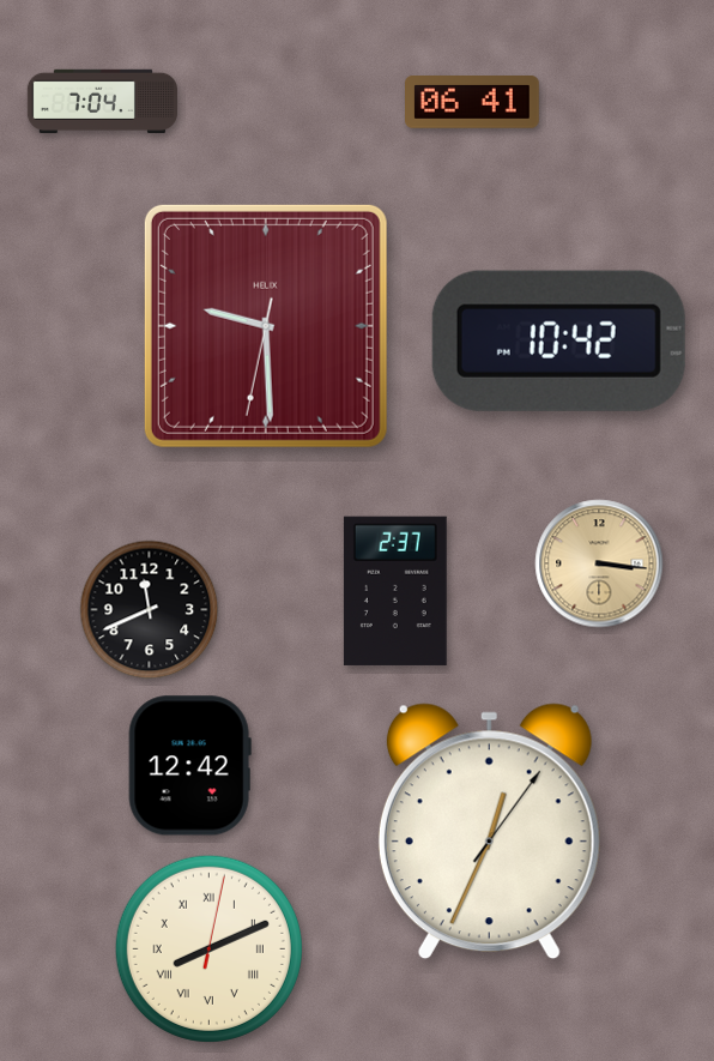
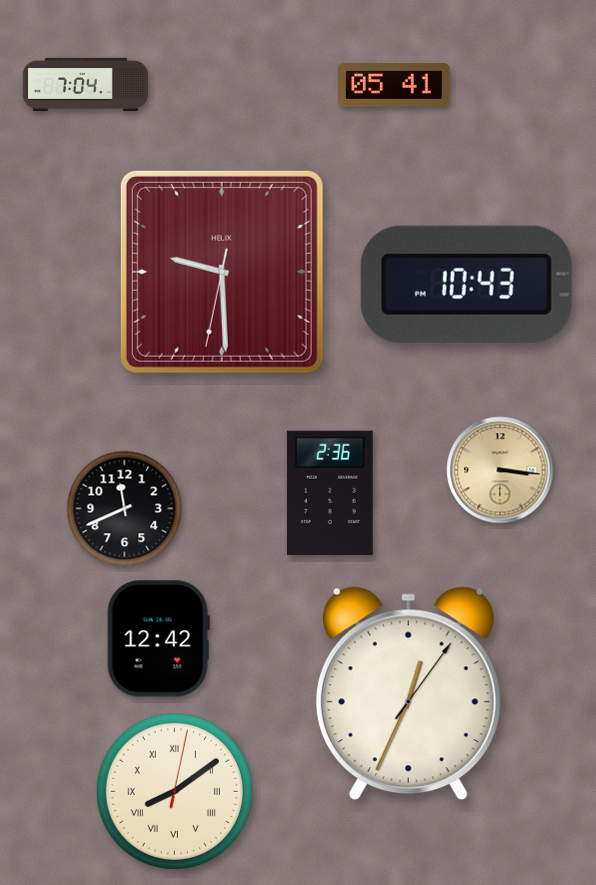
clock at (473, 103): 06:41 -> 05:41
clock at (558, 340): 10:42 -> 10:43
clock at (395, 591): 2:37 -> 2:36
clock at (208, 948): 8:11 -> 8:09
